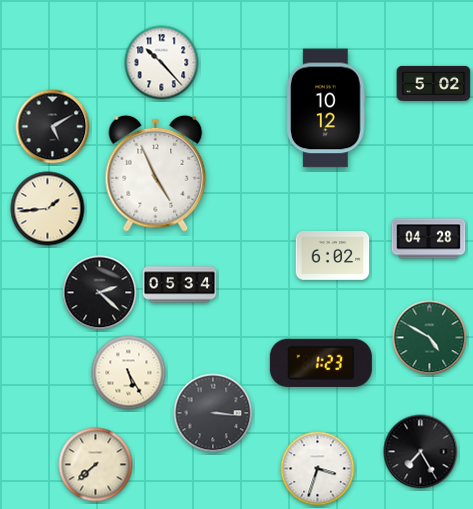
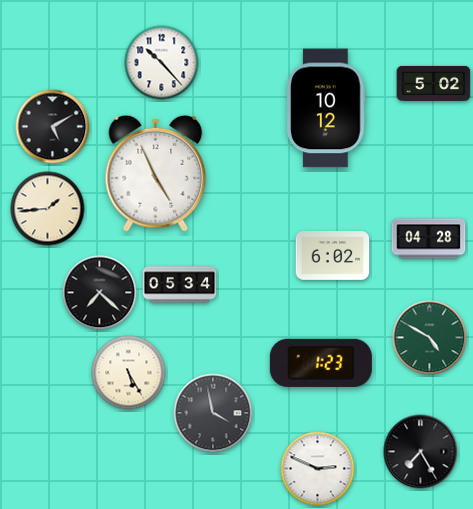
clock at (100, 293): 2:22 -> 7:22
clock at (213, 413): 3:16 -> 3:58
clock at (96, 465): 7:38 -> none
clock at (318, 469): 3:33 -> 2:49
